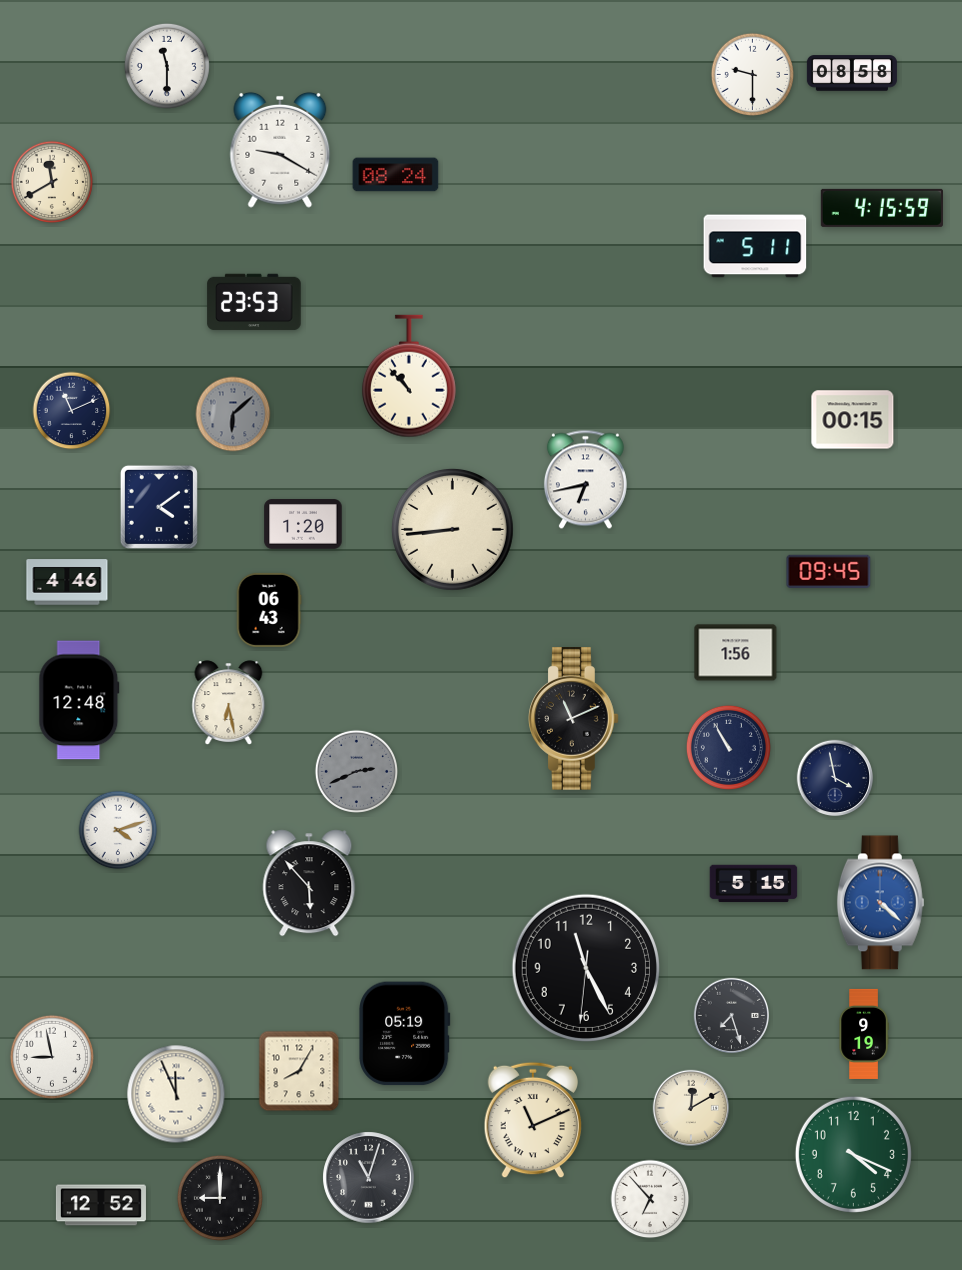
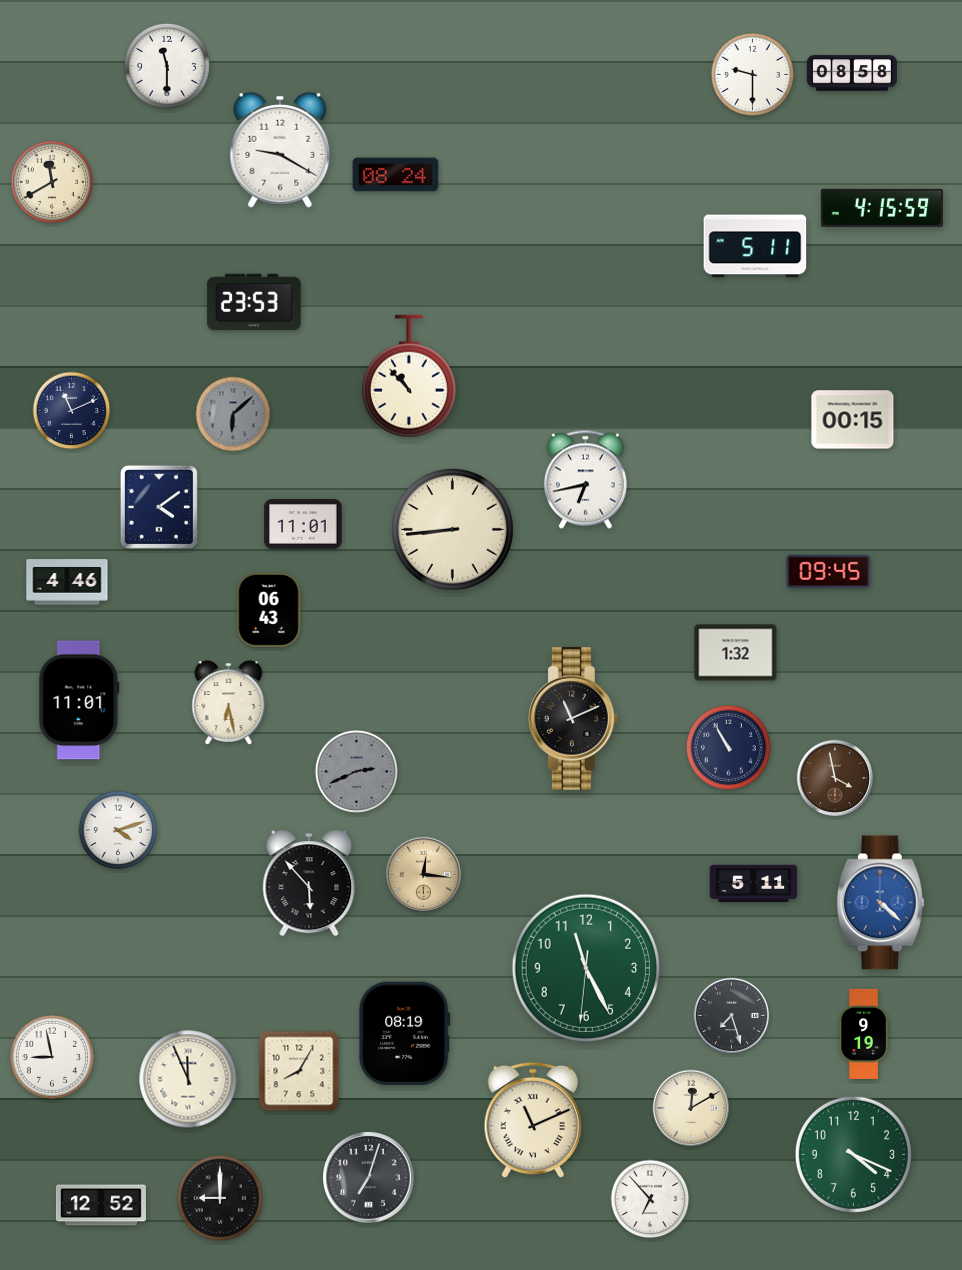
clock at (303, 524): 1:20 -> 11:01
clock at (736, 653): 1:56 -> 1:32
clock at (79, 700): 12:48 -> 11:01
clock at (835, 778) dial: navy -> brown
clock at (424, 875): none -> 12:16
clock at (754, 884): 5:15 -> 5:11
clock at (586, 968) dial: black -> green
clock at (405, 1034): 05:19 -> 08:19
clock at (176, 1094) position: (176, 1094) -> (188, 1079)
clock at (369, 1178): 11:03 -> 7:03
